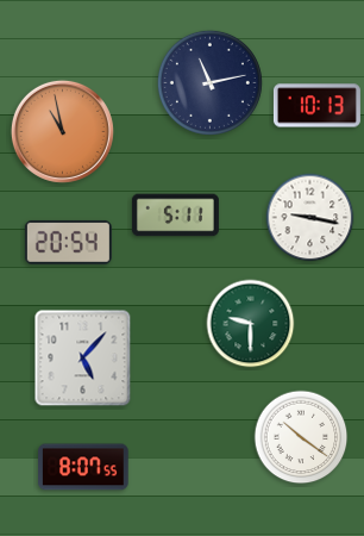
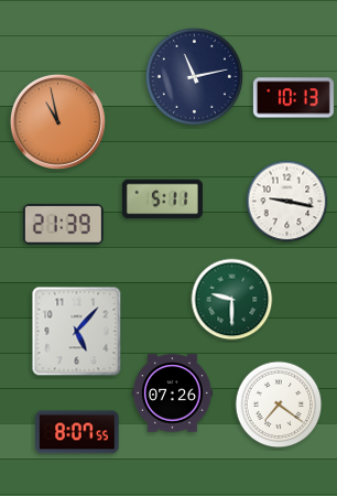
clock at (68, 242): 20:54 -> 21:39
clock at (172, 393): none -> 07:26
clock at (301, 437): 10:21 -> 7:21
